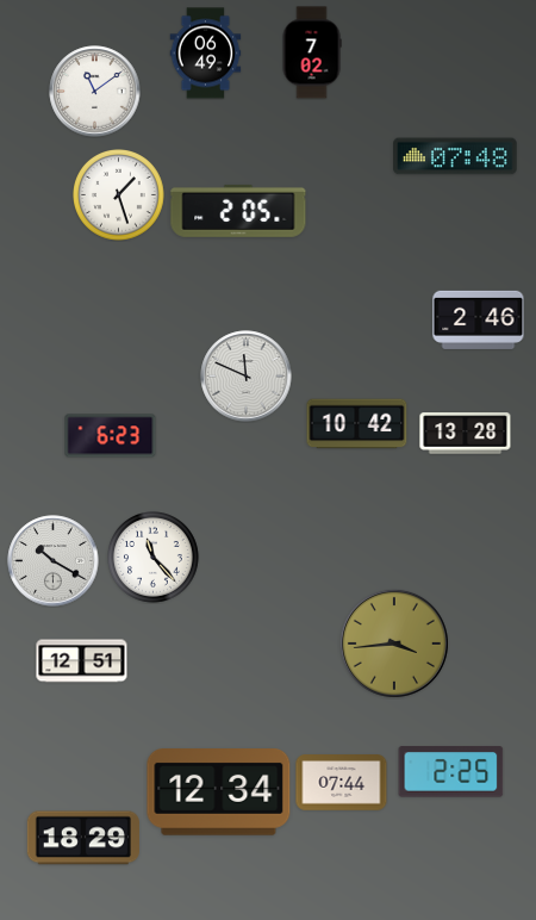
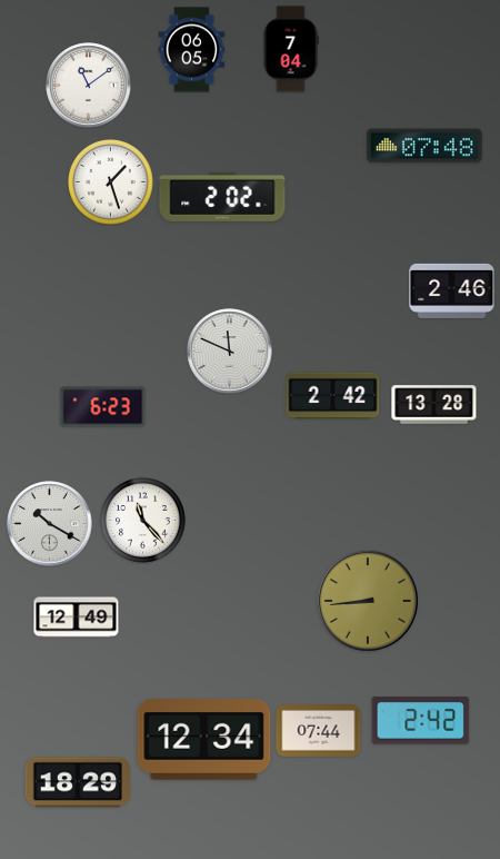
clock at (312, 52): 7:02 -> 7:04
clock at (206, 54): 06:49 -> 06:05
clock at (238, 211): 2:05 -> 2:02
clock at (479, 319) position: (479, 319) -> (452, 290)
clock at (357, 424): 10:42 -> 2:42
clock at (394, 644): 3:44 -> 8:44
clock at (82, 661): 12:51 -> 12:49
clock at (451, 772): 2:25 -> 2:42
